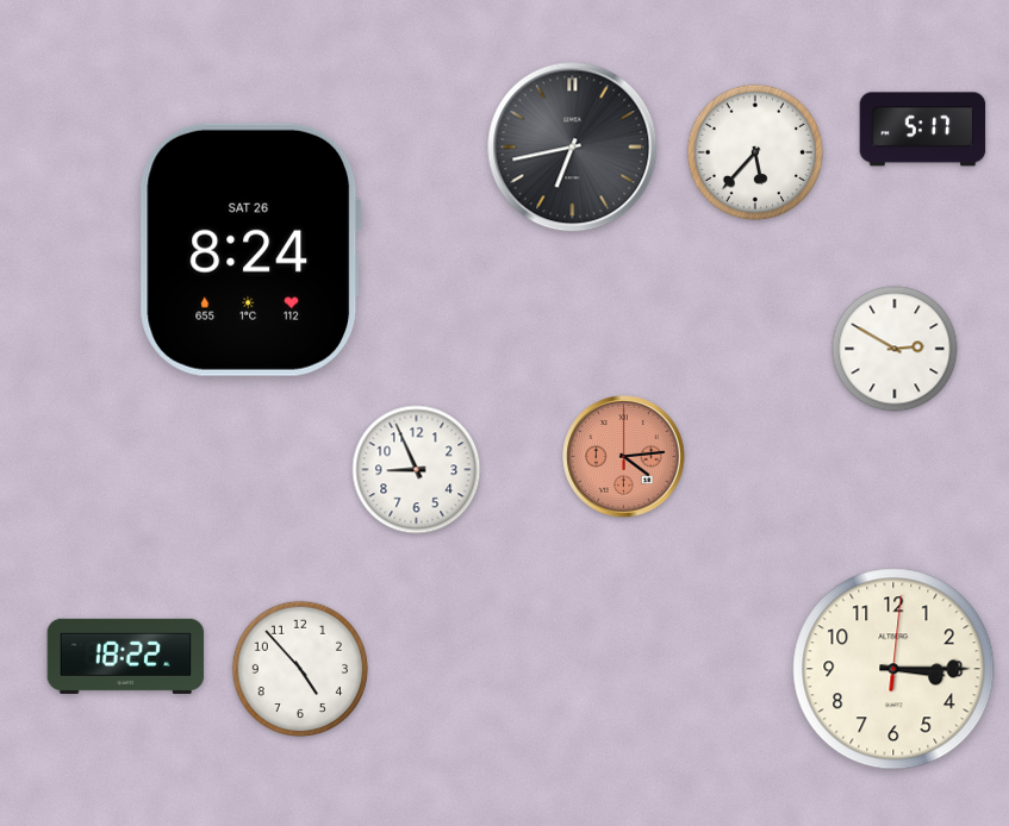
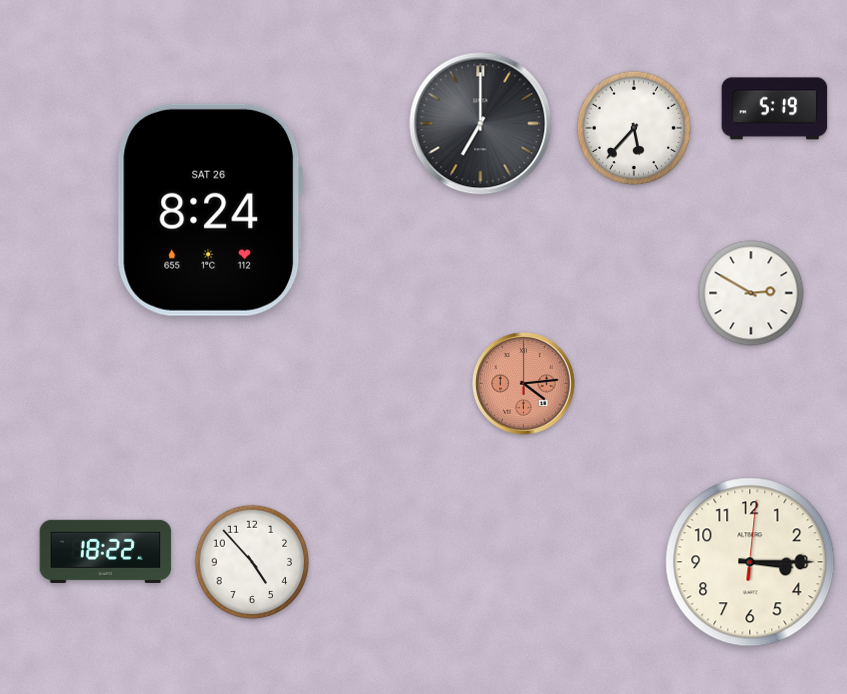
clock at (923, 130): 5:17 -> 5:19
clock at (573, 148): 6:43 -> 7:00
clock at (417, 470): 8:56 -> none
